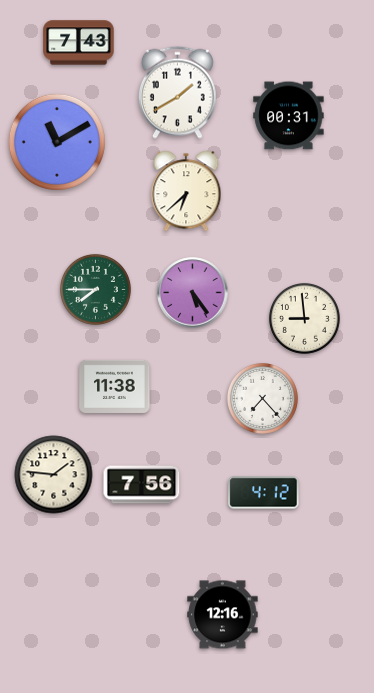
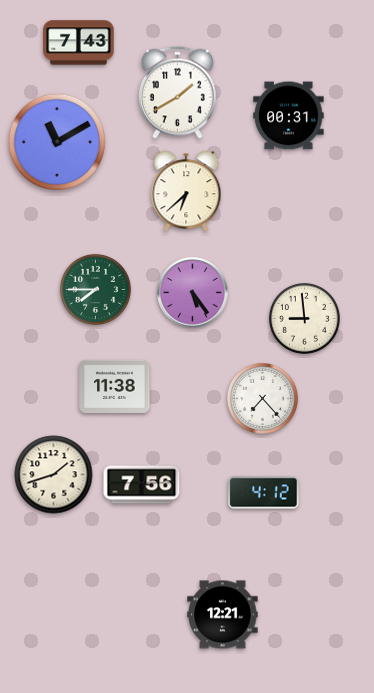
clock at (54, 475): 1:46 -> 1:42
clock at (223, 615): 12:16 -> 12:21
